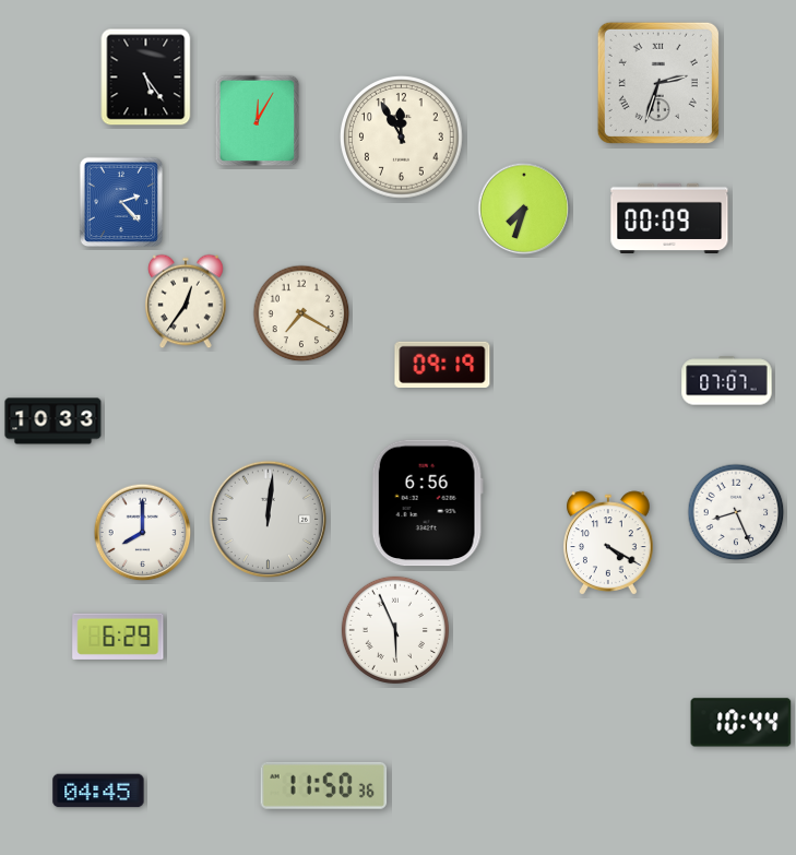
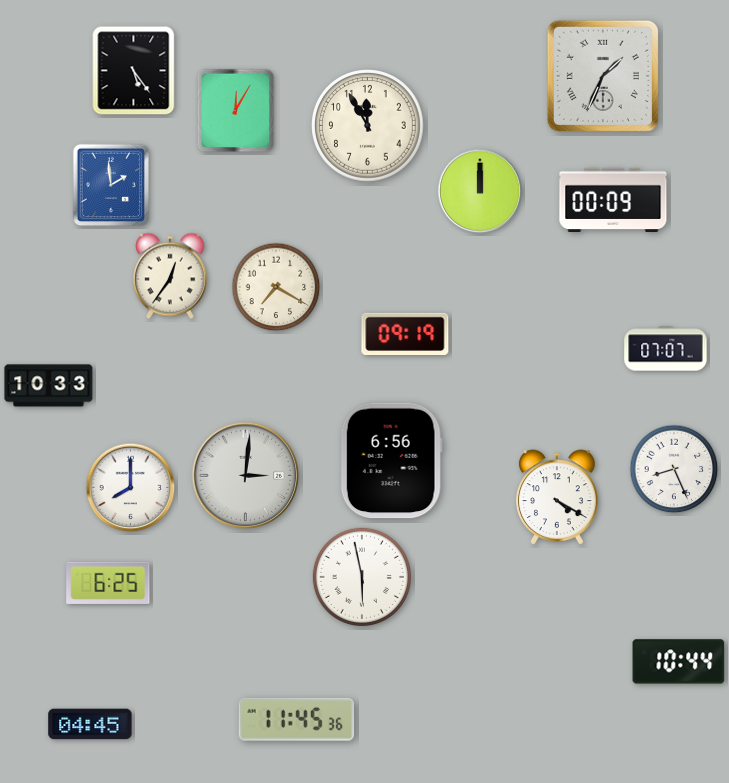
clock at (658, 83): 2:33 -> 1:34
clock at (121, 202): 2:23 -> 1:59
clock at (524, 209): 7:33 -> 12:00
clock at (269, 520): 12:01 -> 3:01
clock at (395, 630): 5:56 -> 5:58
clock at (118, 637): 6:29 -> 6:25
clock at (324, 785): 11:50 -> 11:45
